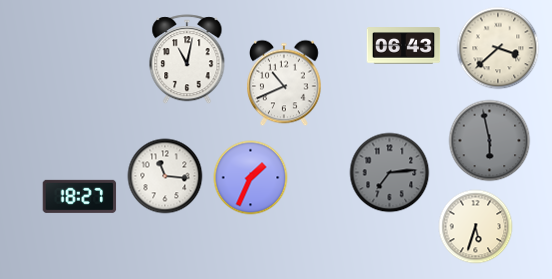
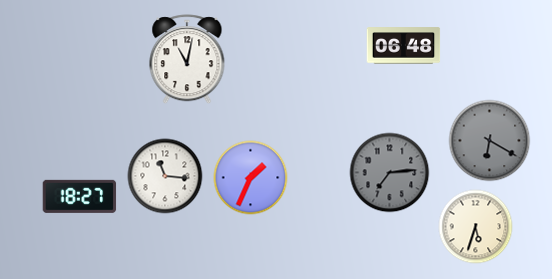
clock at (404, 46): 06:43 -> 06:48
clock at (498, 48): 3:38 -> none
clock at (284, 83): 10:41 -> none
clock at (490, 141): 5:58 -> 6:20
